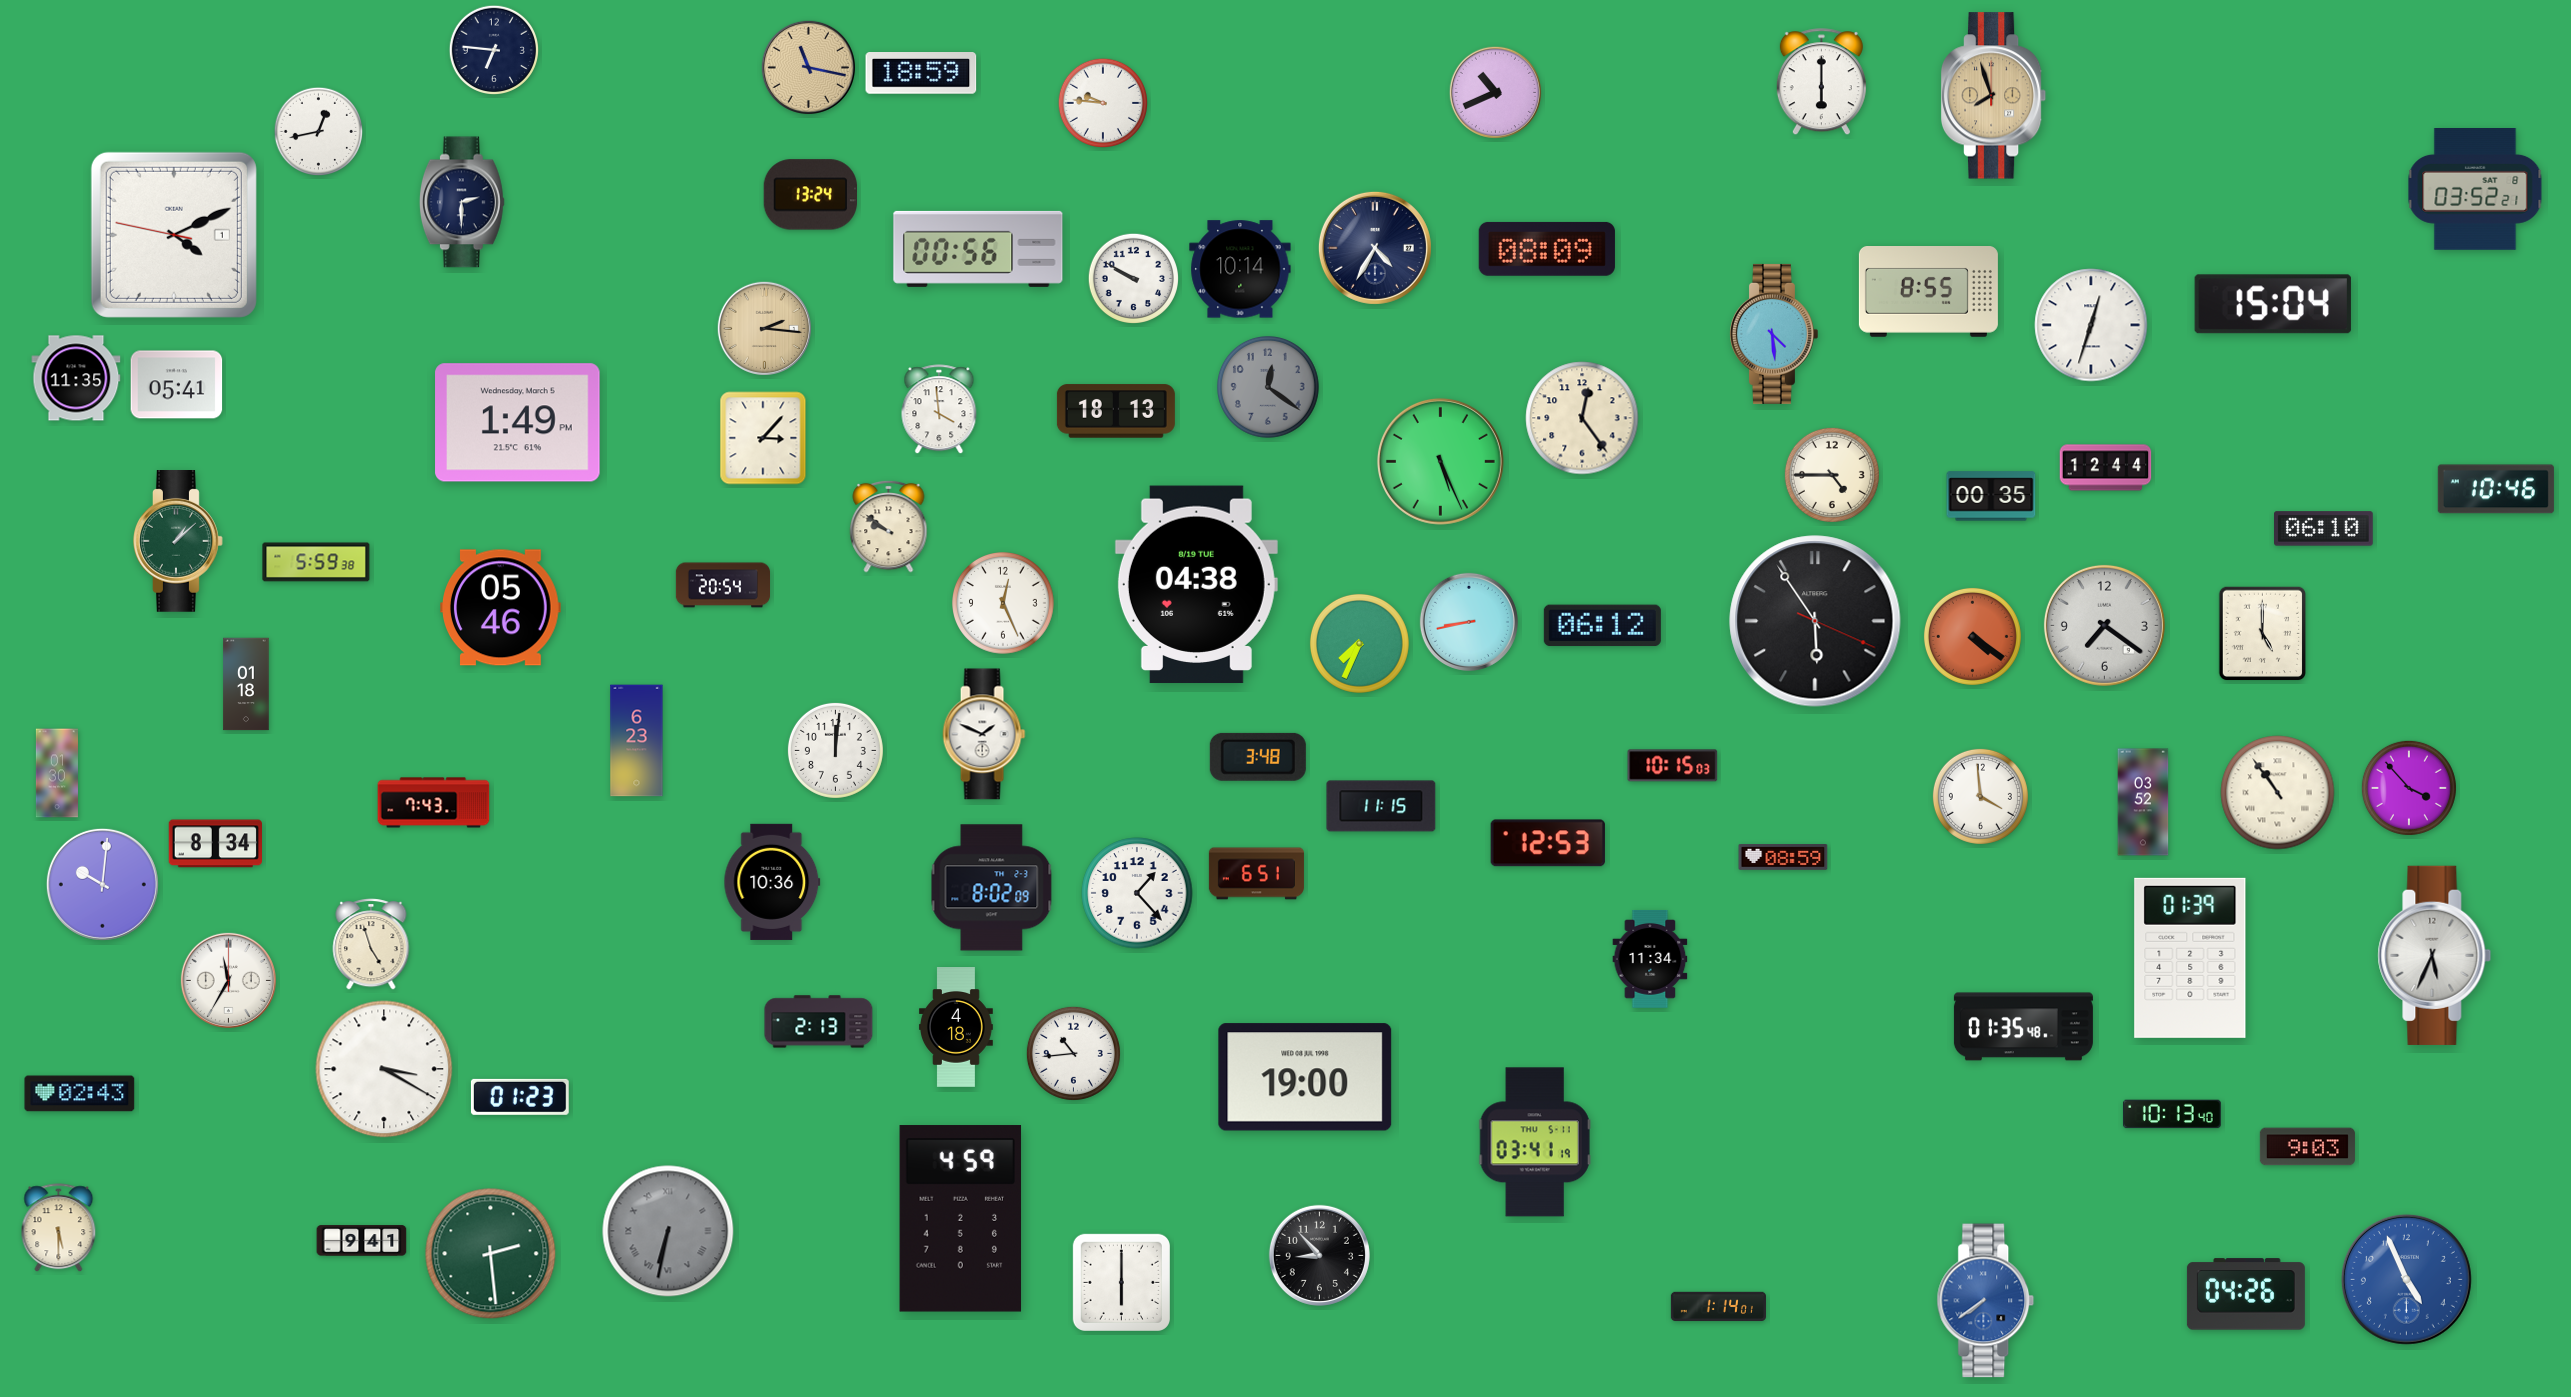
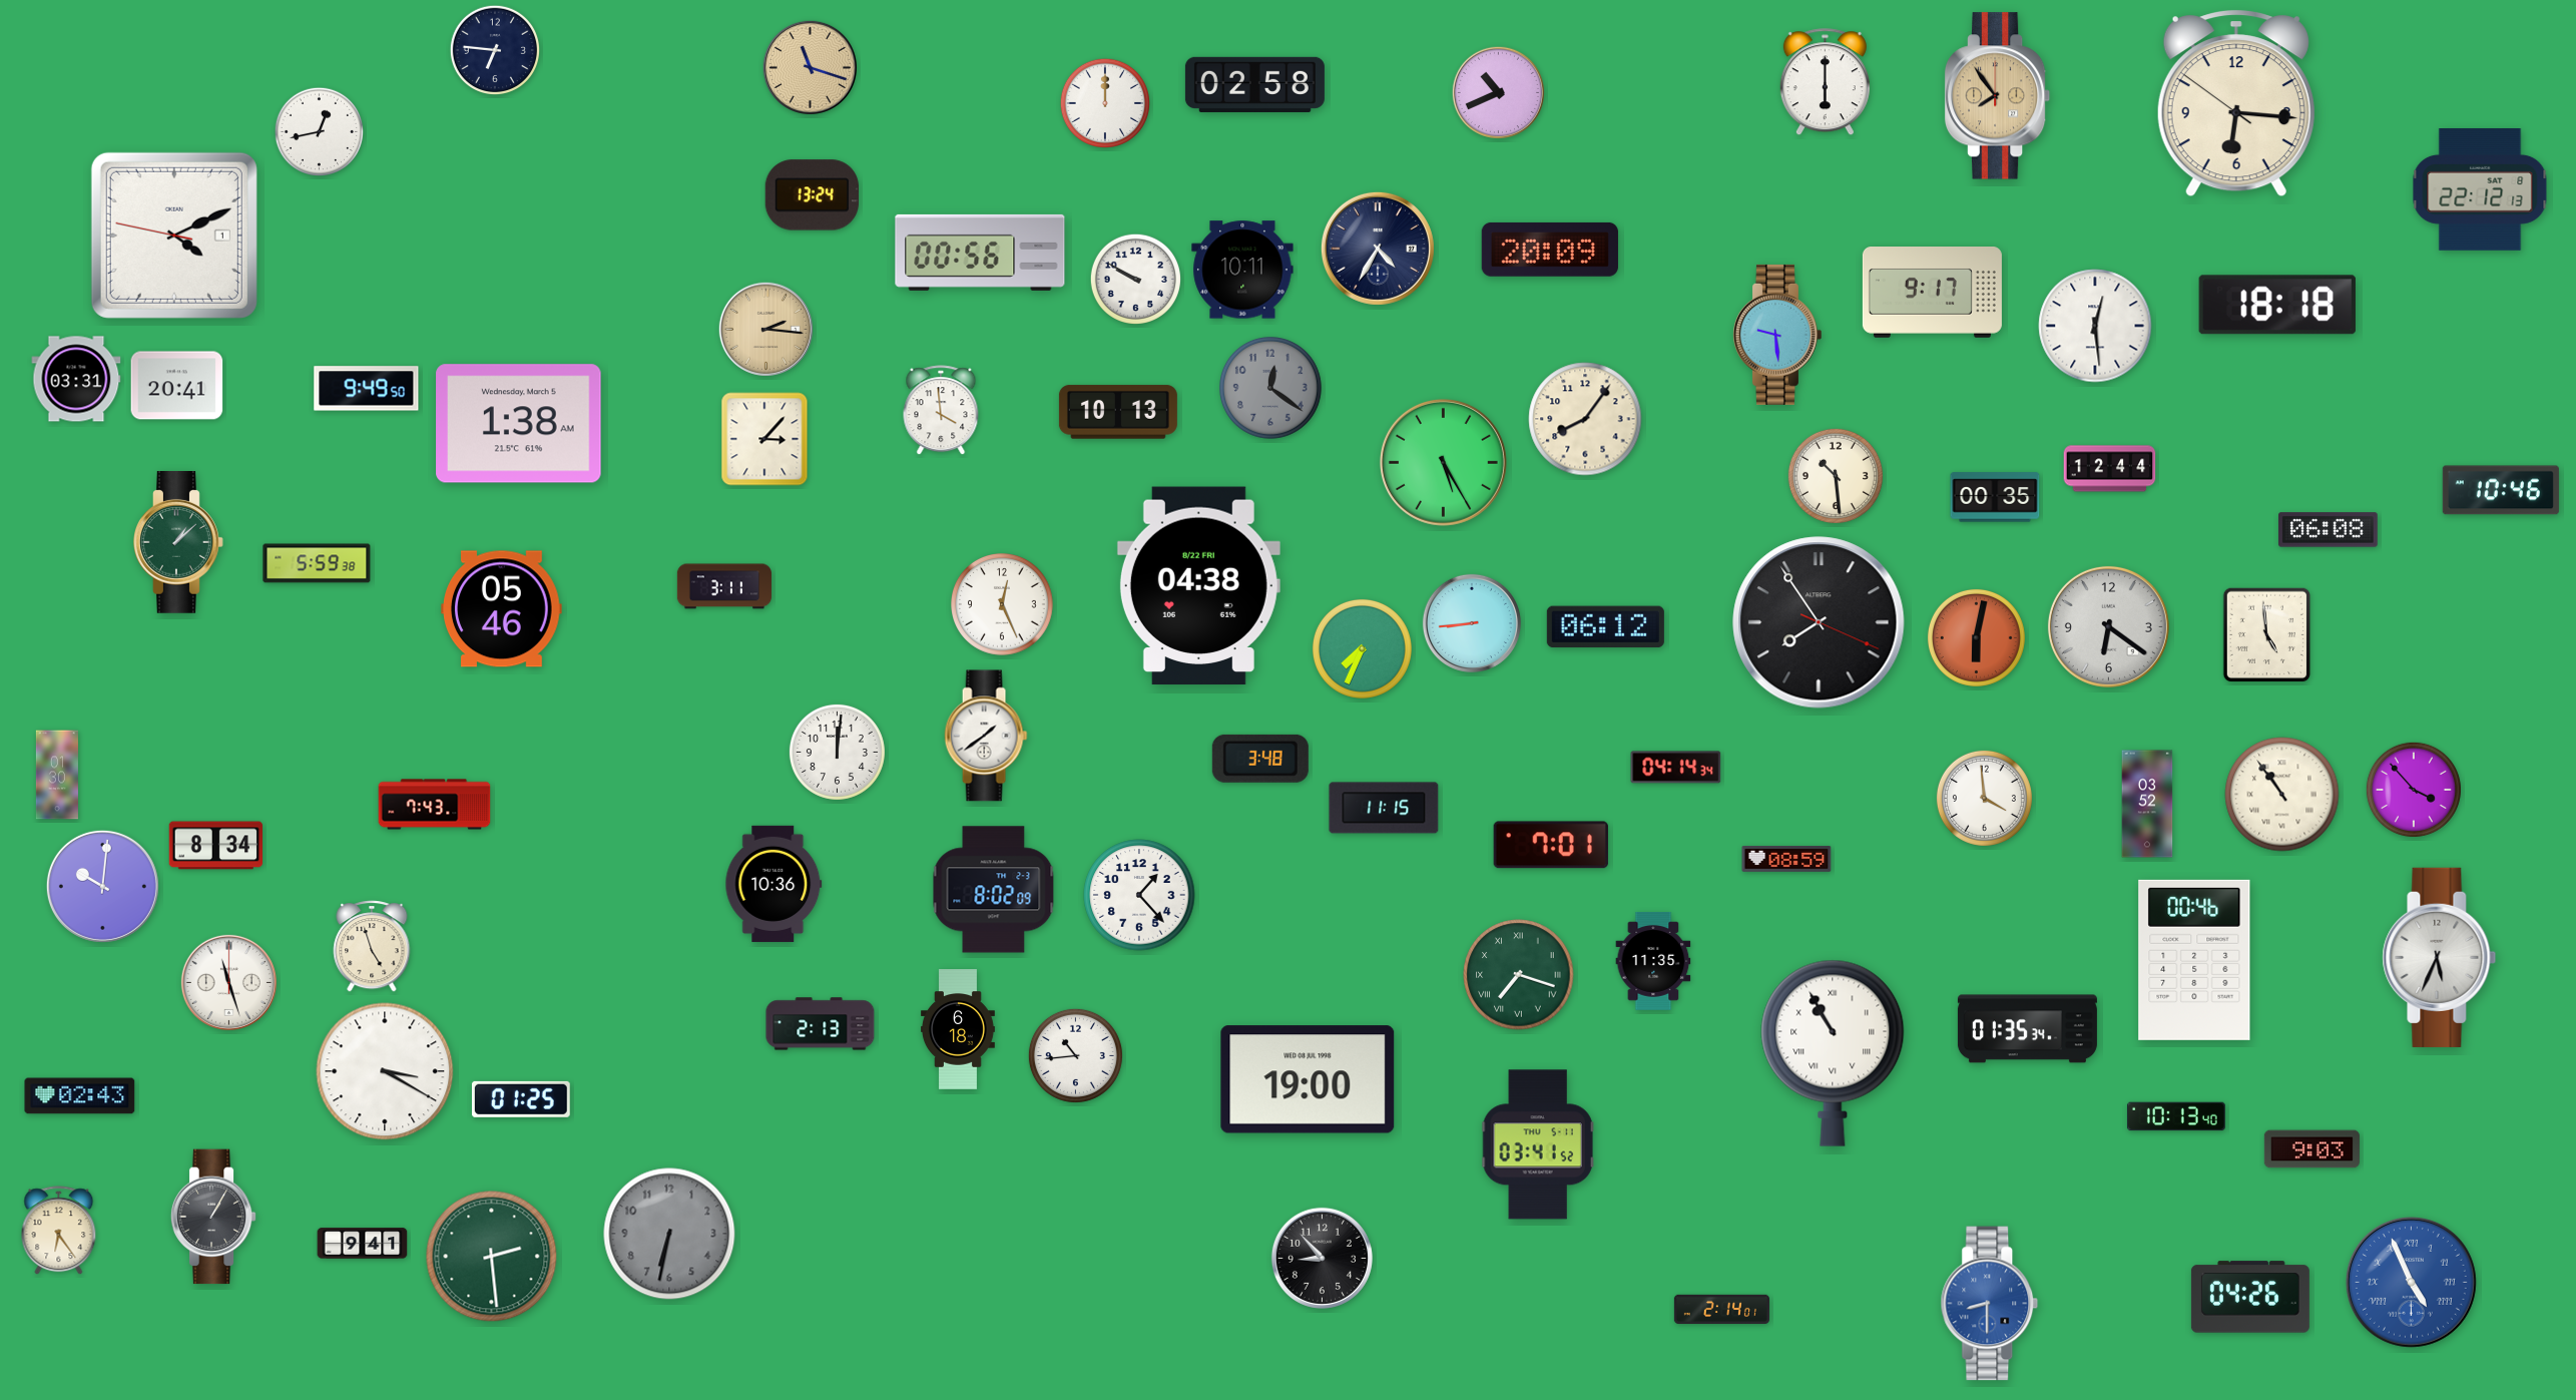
clock at (808, 67): 11:17 -> 11:18
clock at (921, 74): 18:59 -> none
clock at (1254, 84): none -> 02:58
clock at (1994, 96): 7:57 -> 7:54
clock at (1102, 102): 9:46 -> 12:00
clock at (2236, 104): none -> 6:15
clock at (2475, 190): 03:52 -> 22:12
clock at (462, 202): 2:30 -> none
clock at (978, 249) position: (978, 249) -> (980, 253)
clock at (1547, 249): 08:09 -> 20:09
clock at (1240, 269): 10:14 -> 10:11
clock at (1928, 292): 8:55 -> 9:17
clock at (2273, 304): 15:04 -> 18:18
clock at (2091, 325): 12:33 -> 12:29
clock at (1774, 334): 4:29 -> 9:29
clock at (76, 378): 11:35 -> 03:31
clock at (177, 385): 05:41 -> 20:41
clock at (367, 389): none -> 9:49
clock at (1116, 411): 18:13 -> 10:13
clock at (1582, 418): 12:24 -> 8:06
clock at (518, 423): 1:49 -> 1:38
clock at (1440, 461): 5:26 -> 5:25
clock at (1832, 475): 4:45 -> 10:29
clock at (889, 526): 9:51 -> none
clock at (2324, 529): 06:10 -> 06:08
clock at (722, 585): 20:54 -> 3:11
clock at (1196, 585) date: 8/19 TUE -> 8/22 FRI
clock at (1004, 604) position: (1004, 604) -> (1003, 605)
clock at (1815, 621): 5:54 -> 7:54
clock at (1469, 622): 8:43 -> 8:44
clock at (2104, 625): 7:21 -> 6:21
clock at (2263, 634): 5:00 -> 4:59
clock at (1972, 636): 4:21 -> 6:02
clock at (1359, 643) position: (1359, 643) -> (1362, 648)
clock at (246, 684): 01:18 -> none
clock at (984, 734): 1:49 -> 1:39
clock at (637, 741): 6:23 -> none
clock at (1673, 766): 10:15 -> 04:14
clock at (1548, 843): 12:53 -> 7:01
clock at (1256, 874): 6:51 -> none
clock at (2190, 958): 01:39 -> 00:46
clock at (1650, 960): 11:34 -> 11:35
clock at (1519, 975): none -> 7:18
clock at (228, 980): 11:35 -> 11:27
clock at (956, 1027): 4:18 -> 6:18
clock at (2023, 1027): 01:35:48 -> 01:35:34
clock at (1833, 1053): none -> 10:55
clock at (520, 1097): 01:23 -> 01:25
clock at (1535, 1142): 03:41:19 -> 03:41:52
clock at (213, 1217): none -> 1:05
clock at (961, 1219): 4:59 -> none
clock at (59, 1228): 5:30 -> 6:24
clock at (668, 1231) numerals: Roman -> Arabic
clock at (2406, 1279) numerals: Arabic -> Roman
clock at (1121, 1282): 6:00 -> none
clock at (1986, 1301): 7:39 -> 8:30
clock at (1718, 1307): 1:14 -> 2:14
